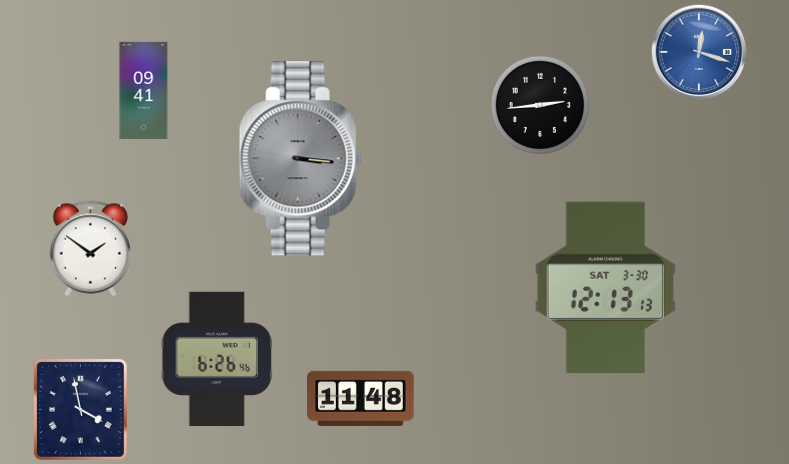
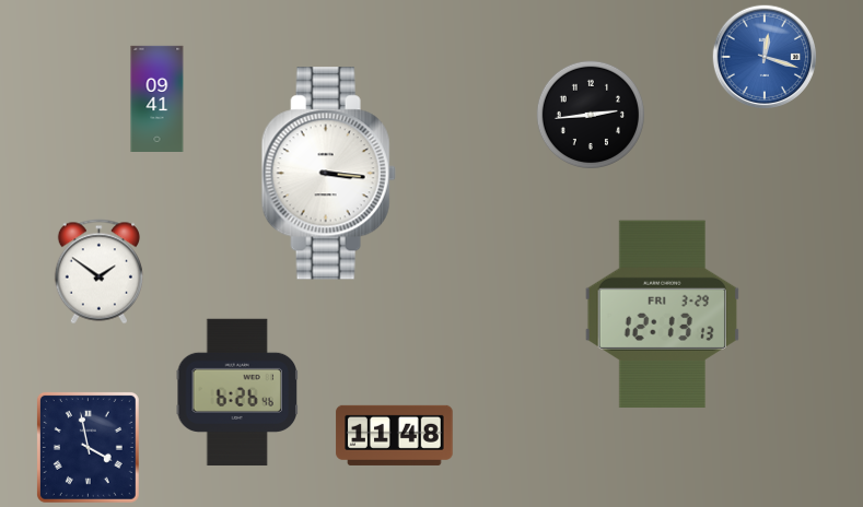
clock at (300, 159) dial: grey -> white
clock at (605, 288) date: SAT 3-30 -> FRI 3-29
